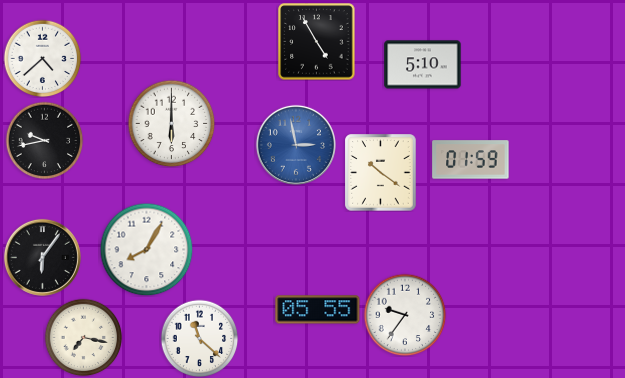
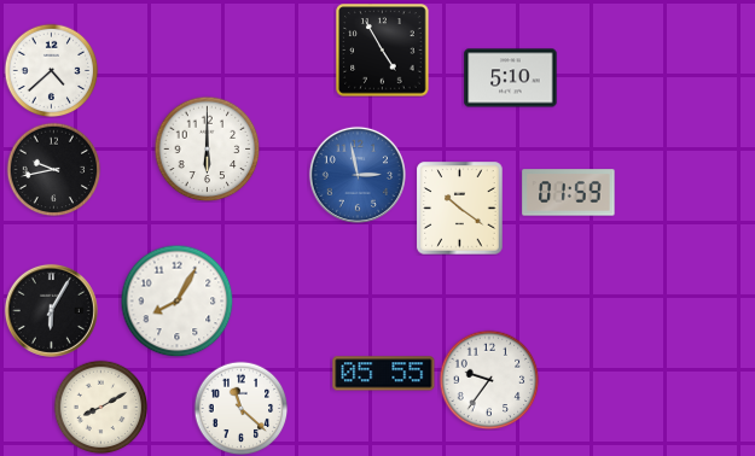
clock at (42, 257): 6:06 -> 6:05
clock at (83, 337): 7:17 -> 8:10
